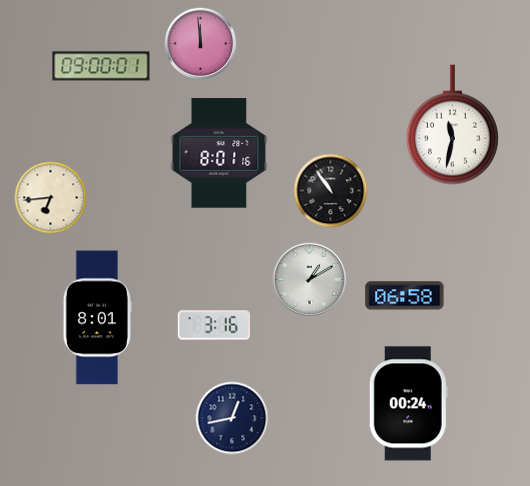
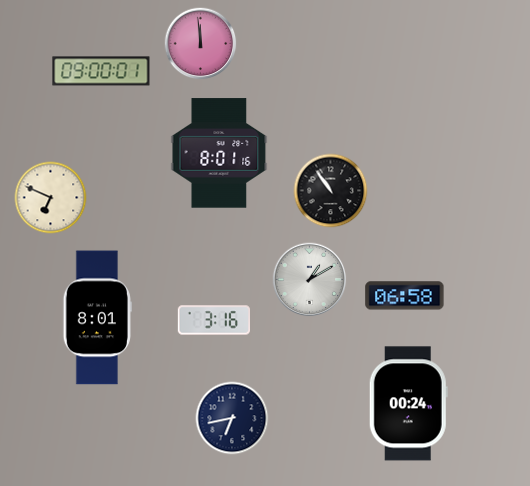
clock at (101, 66) position: (101, 66) -> (101, 71)
clock at (452, 125): 11:32 -> none
clock at (51, 198): 6:44 -> 6:49
clock at (213, 325) position: (213, 325) -> (213, 320)
clock at (232, 418): 12:43 -> 6:43
